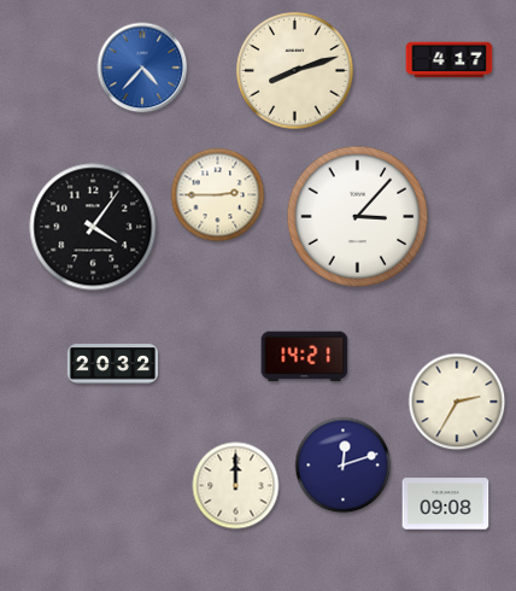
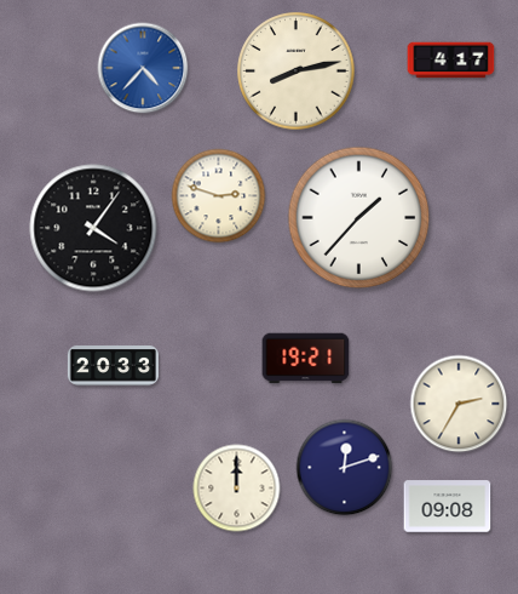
clock at (295, 71): 8:12 -> 8:13
clock at (218, 195): 2:45 -> 2:48
clock at (358, 217): 3:07 -> 1:37
clock at (305, 357): 14:21 -> 19:21
clock at (112, 364): 20:32 -> 20:33
